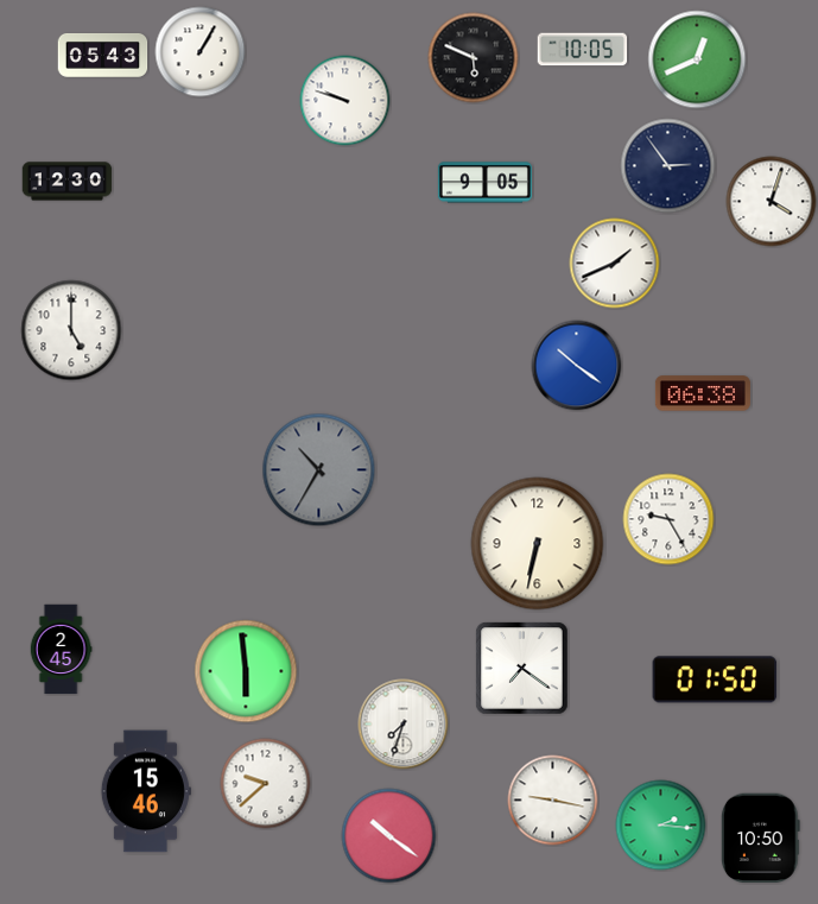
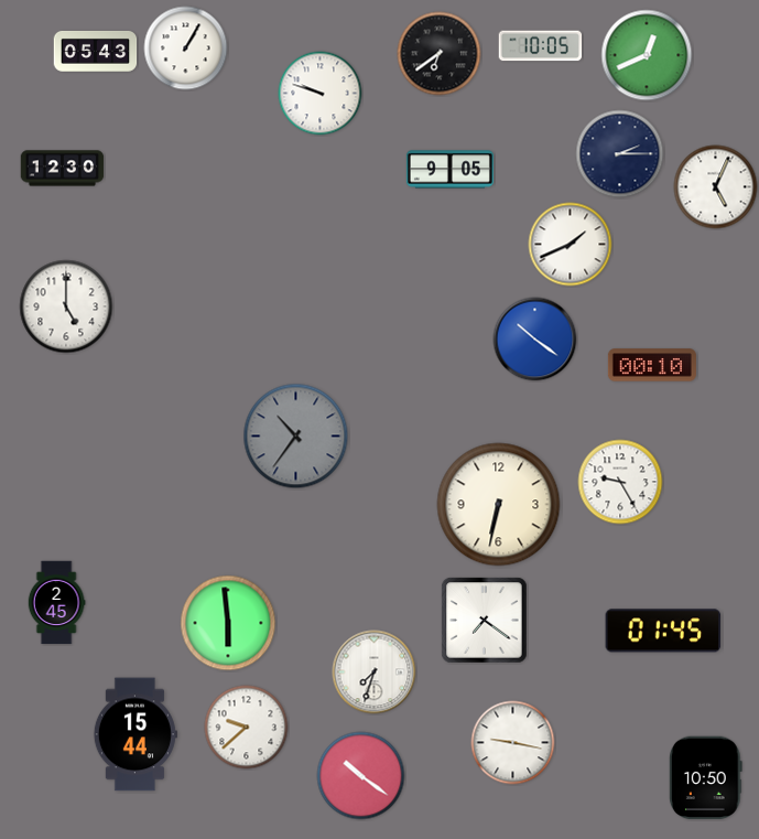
clock at (474, 58): 5:49 -> 6:39
clock at (668, 166): 2:54 -> 2:15
clock at (772, 202): 4:03 -> 5:04
clock at (703, 393): 06:38 -> 00:10
clock at (319, 470): 10:35 -> 10:36
clock at (715, 679): 01:50 -> 01:45
clock at (146, 791): 15:46 -> 15:44
clock at (661, 826): 2:16 -> none
